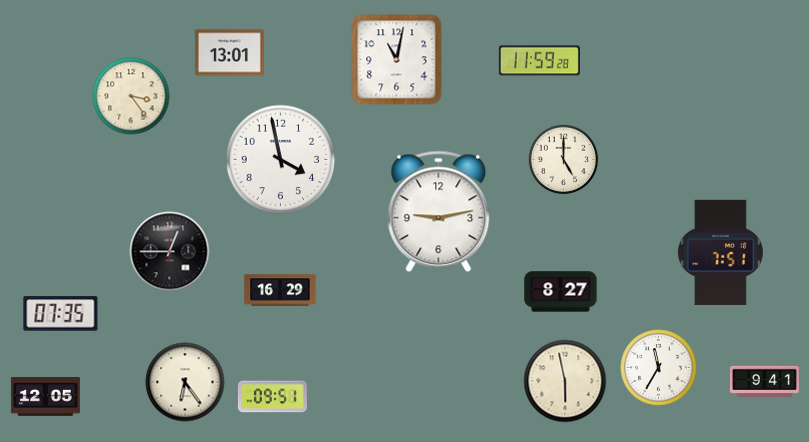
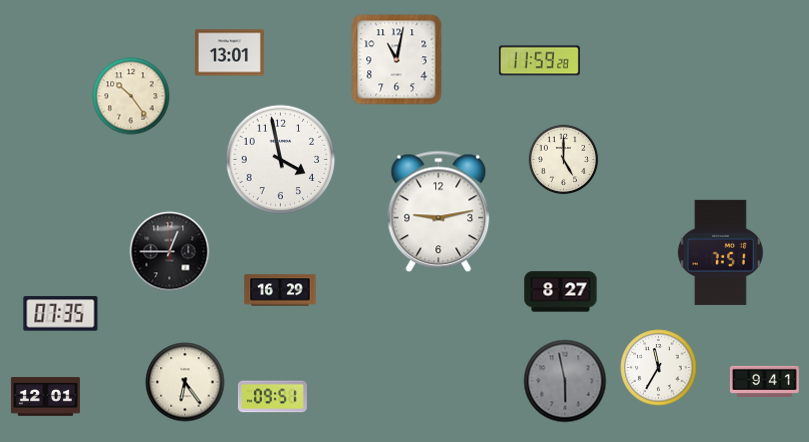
clock at (131, 96): 3:24 -> 10:24
clock at (565, 381) dial: cream -> grey
clock at (45, 397): 12:05 -> 12:01
